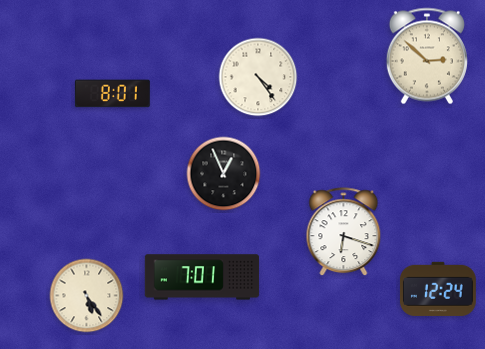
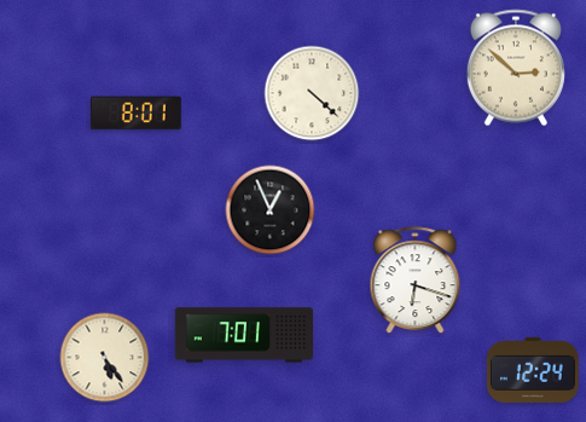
clock at (258, 77): 4:24 -> 4:22
clock at (438, 289) position: (438, 289) -> (533, 370)
